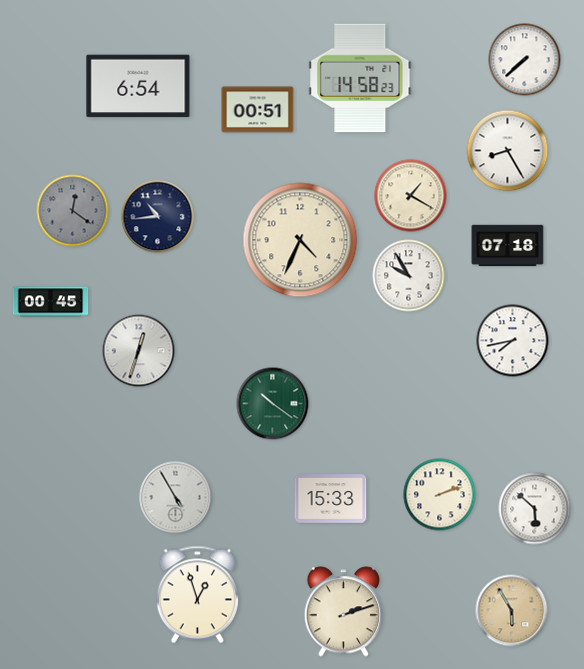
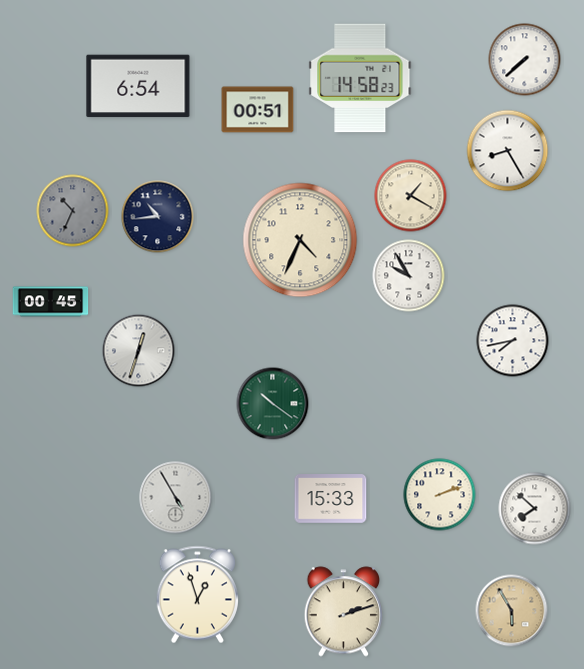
clock at (73, 211): 12:21 -> 10:34
clock at (508, 246): 07:18 -> none
clock at (535, 509): 5:52 -> 7:52
